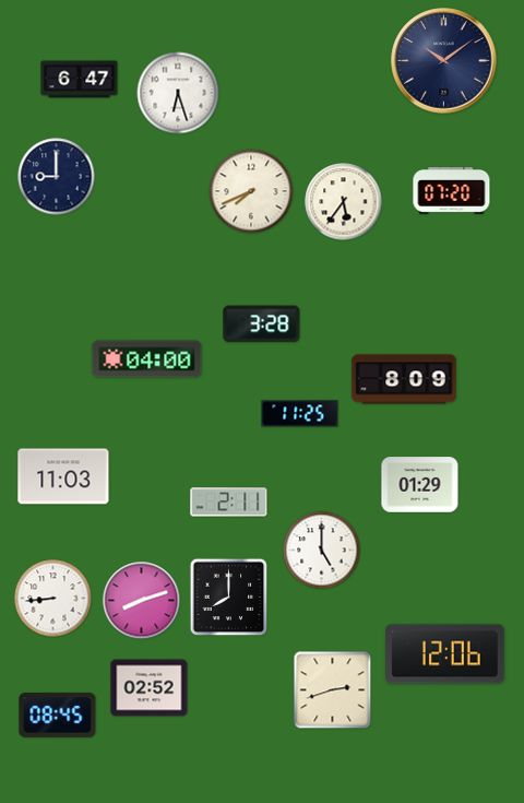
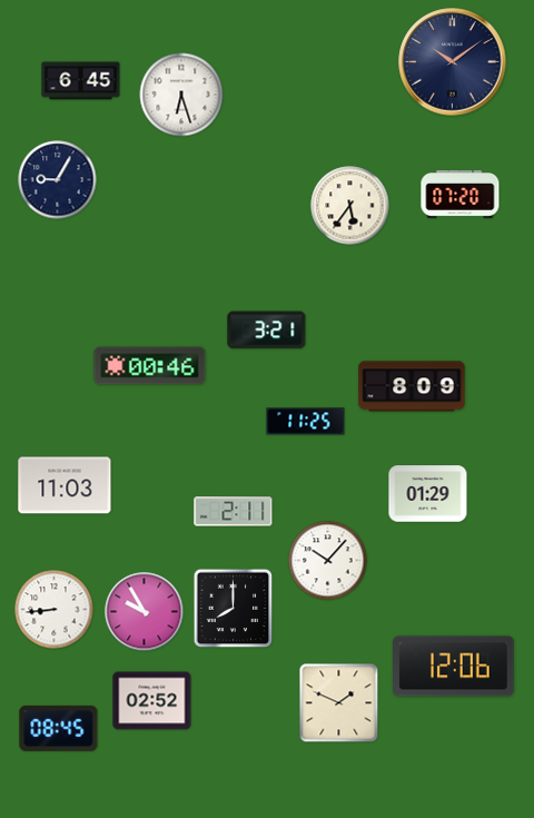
clock at (80, 80): 6:47 -> 6:45
clock at (57, 177): 9:00 -> 9:05
clock at (251, 191): 7:41 -> none
clock at (262, 324): 3:28 -> 3:21
clock at (147, 359): 04:00 -> 00:46
clock at (322, 551): 5:00 -> 10:07
clock at (142, 601): 8:12 -> 9:55
clock at (333, 690): 2:42 -> 1:49
